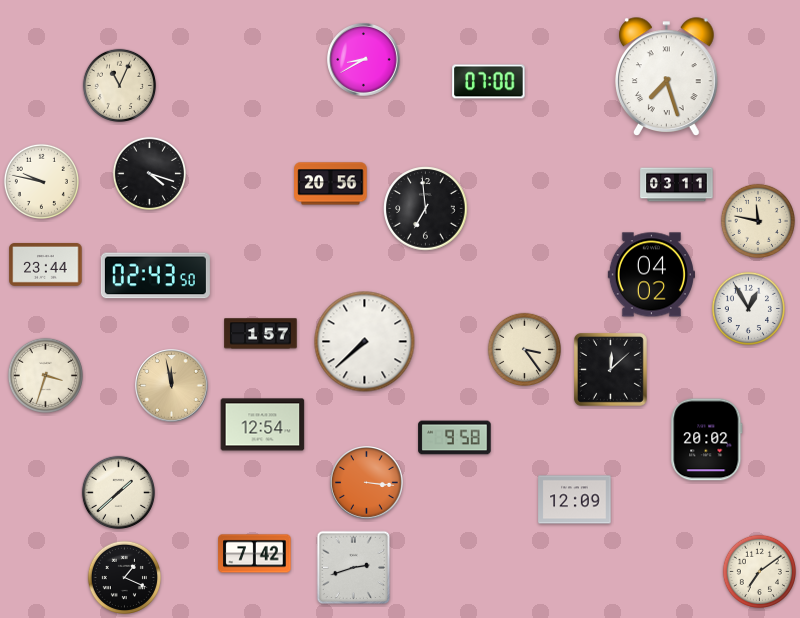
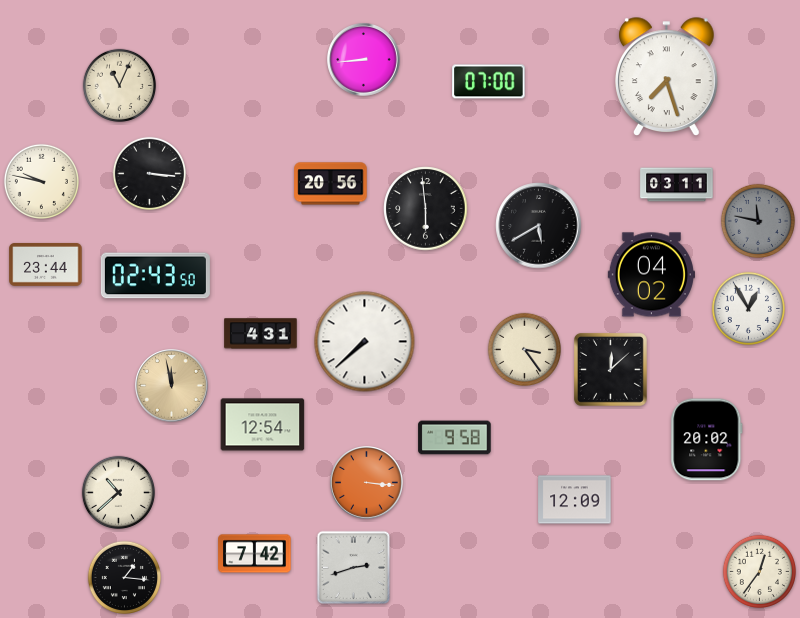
clock at (364, 60): 8:40 -> 8:44
clock at (149, 173): 4:18 -> 3:16
clock at (426, 209): 6:59 -> 5:59
clock at (758, 221) dial: cream -> grey
clock at (539, 226): none -> 5:40
clock at (261, 334): 1:57 -> 4:31
clock at (45, 375): 3:33 -> none
clock at (118, 492): 1:38 -> 10:38
clock at (759, 571): 7:09 -> 12:36
clock at (124, 577): 1:19 -> 1:16
